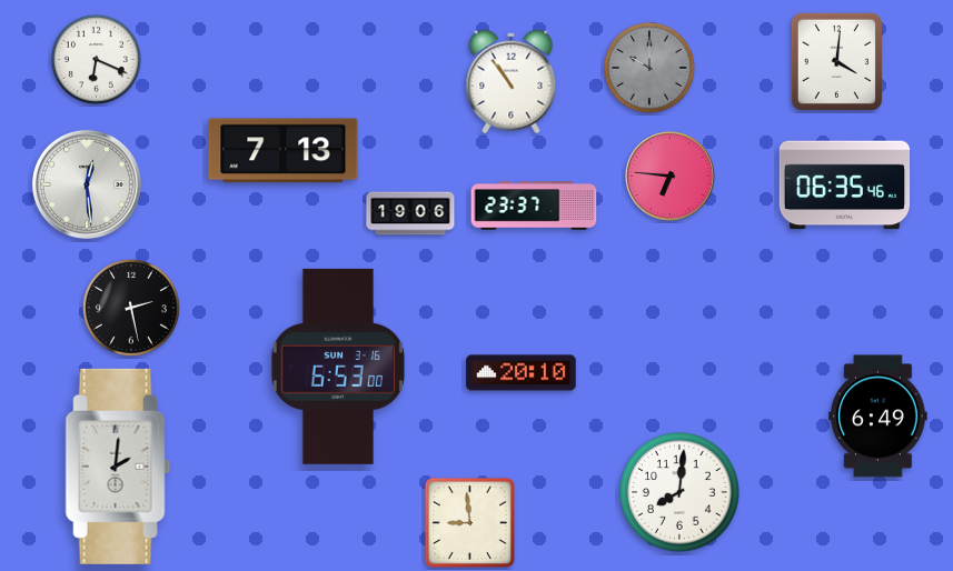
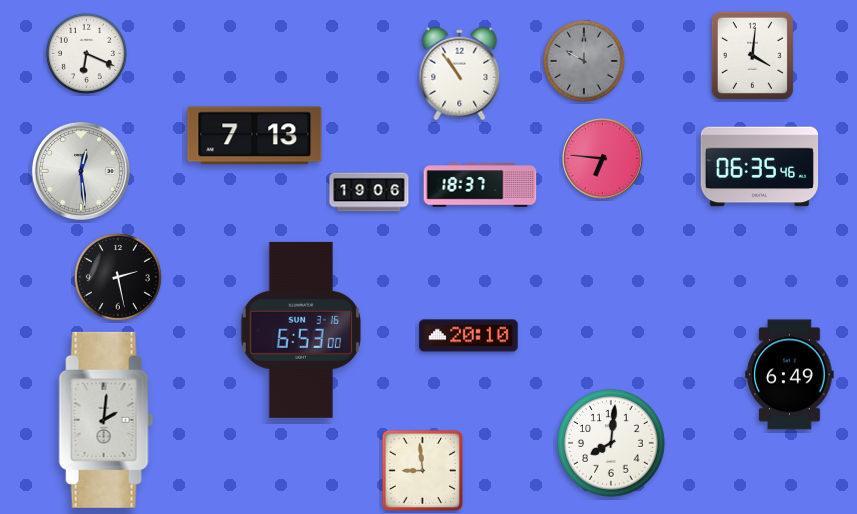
clock at (87, 184) position: (87, 184) -> (81, 171)
clock at (534, 206): 23:37 -> 18:37
clock at (338, 367) position: (338, 367) -> (301, 330)
